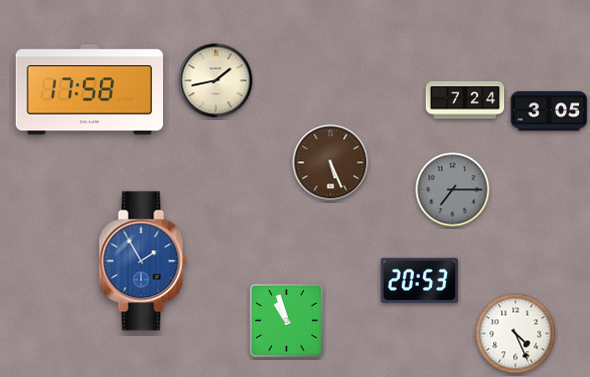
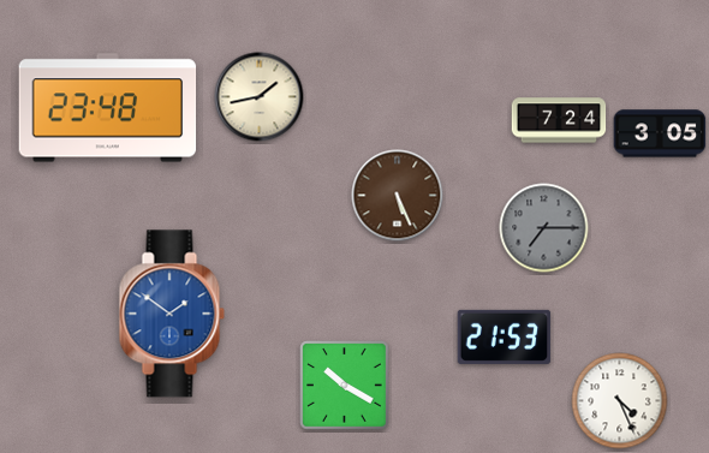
clock at (90, 90): 17:58 -> 23:48
clock at (143, 261): 1:55 -> 1:51
clock at (420, 280): 20:53 -> 21:53
clock at (287, 321): 10:57 -> 10:20
